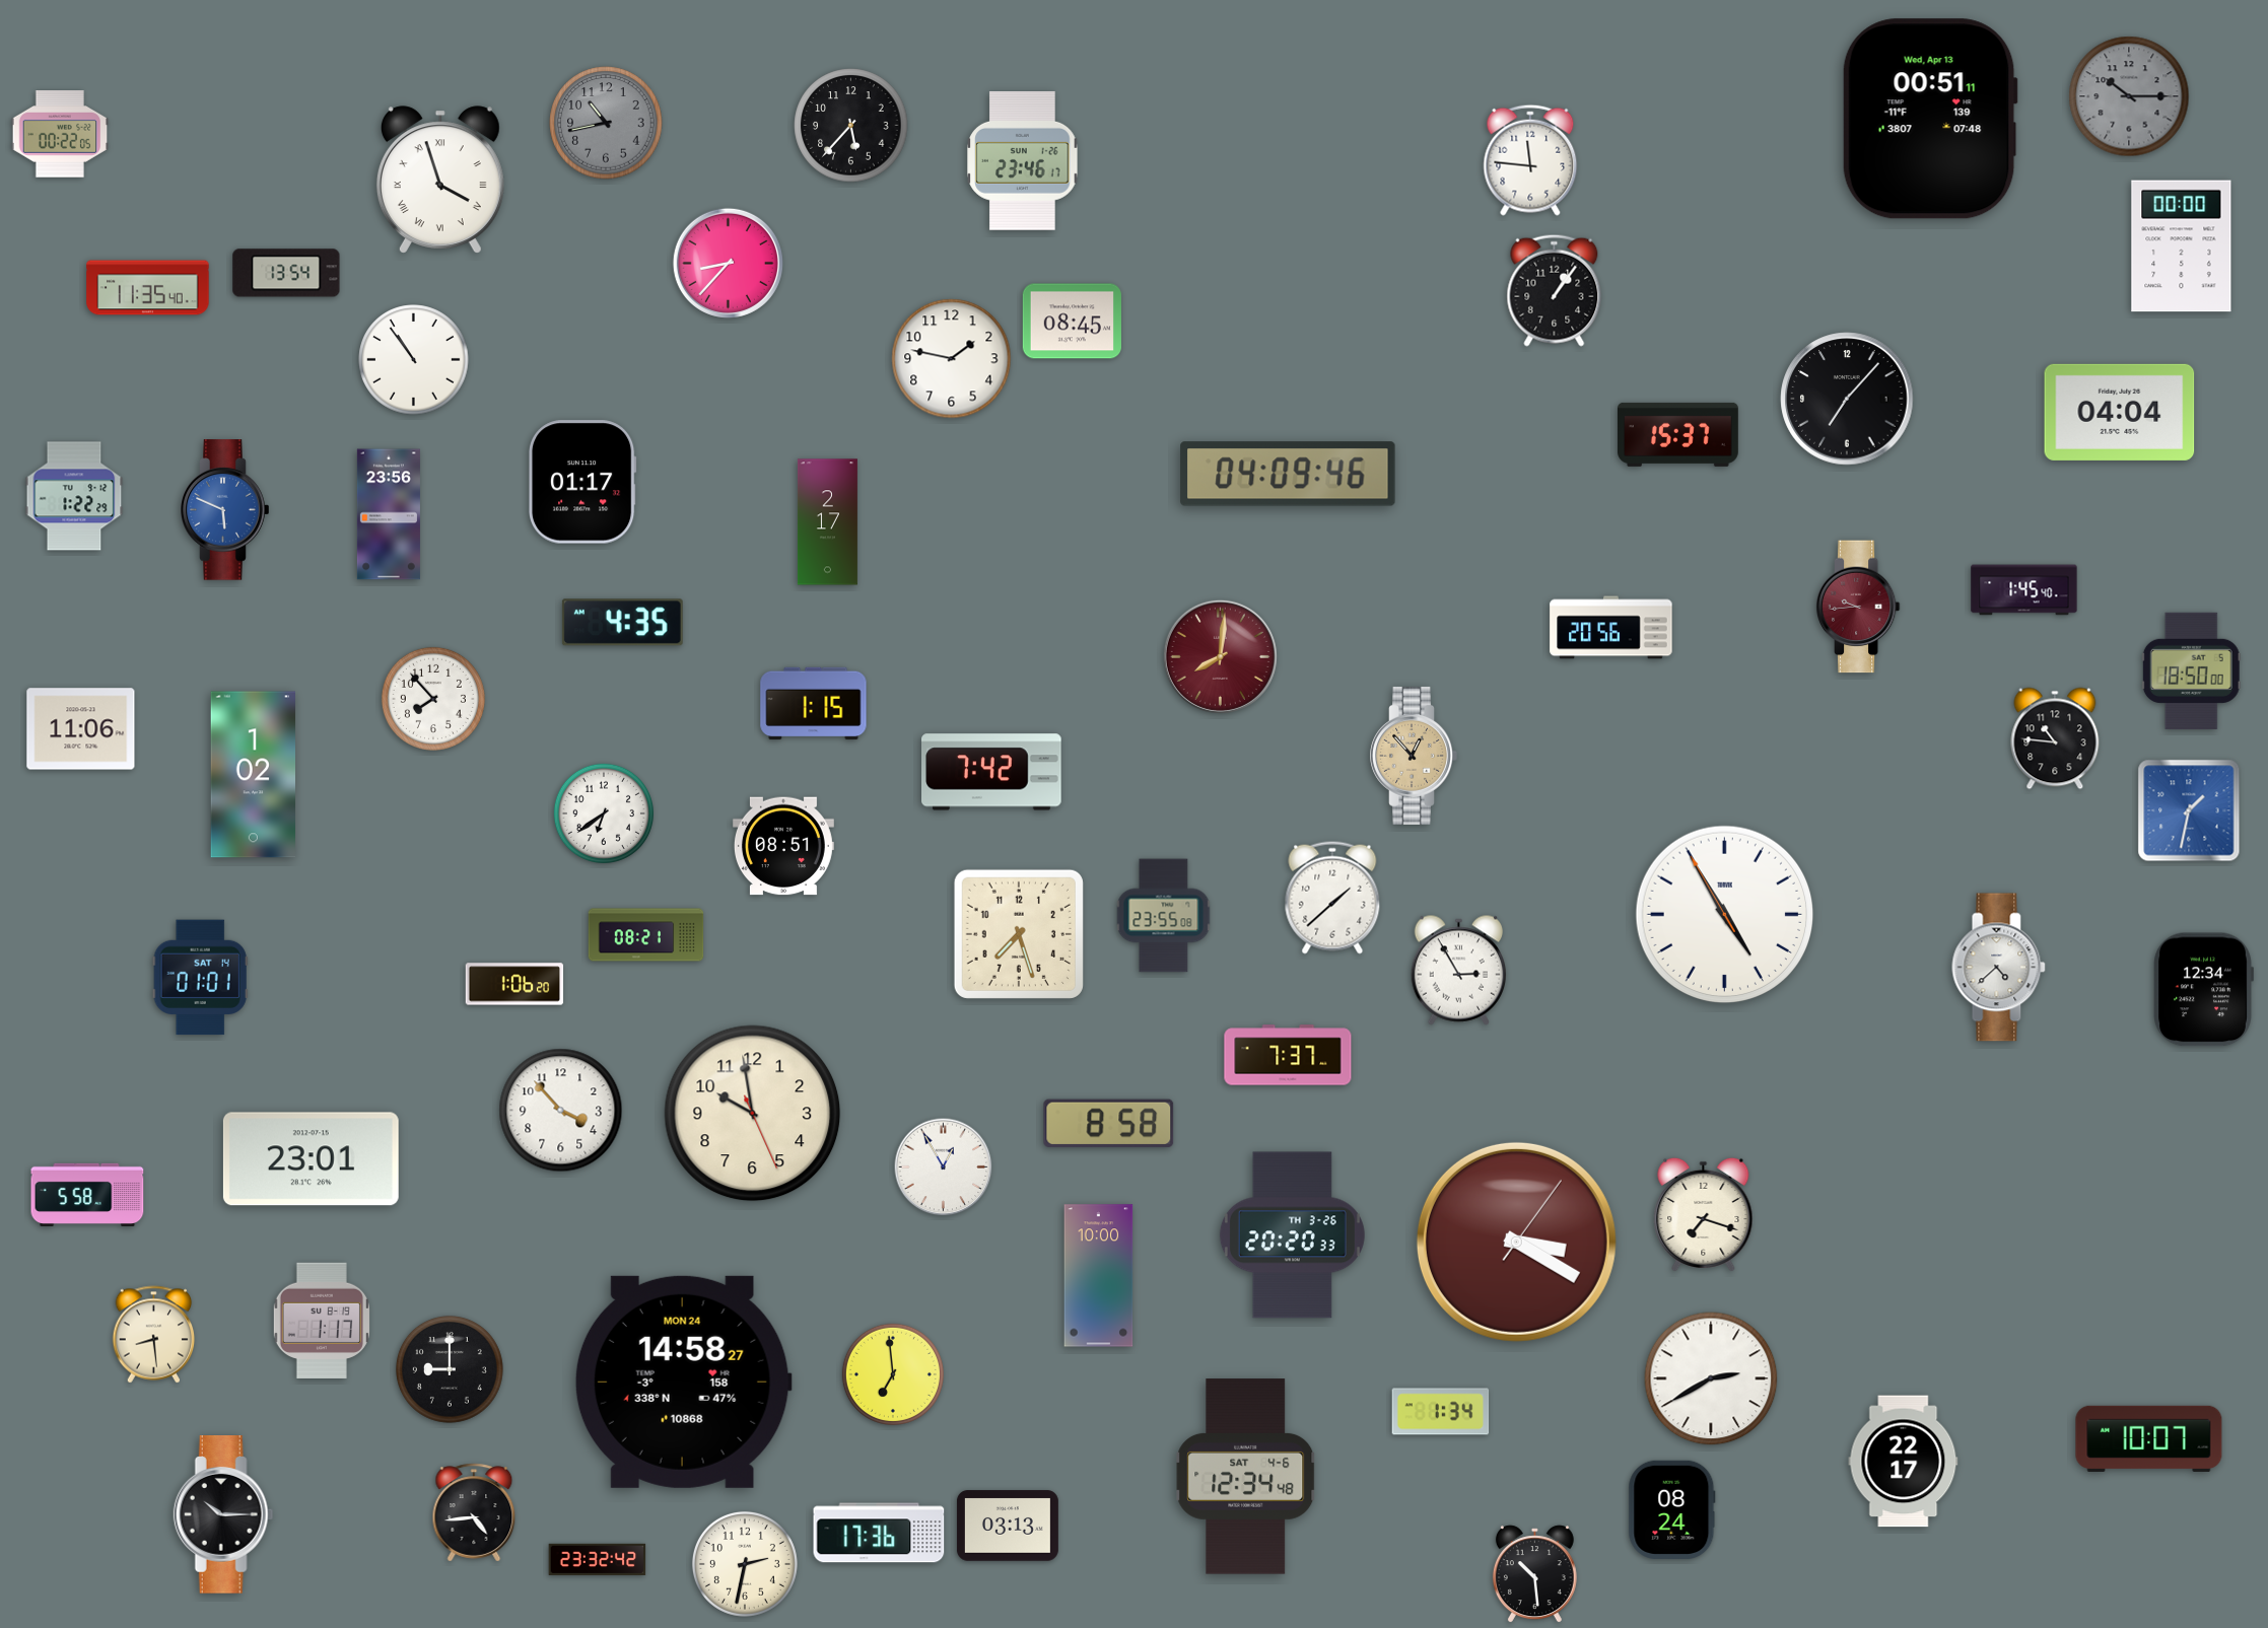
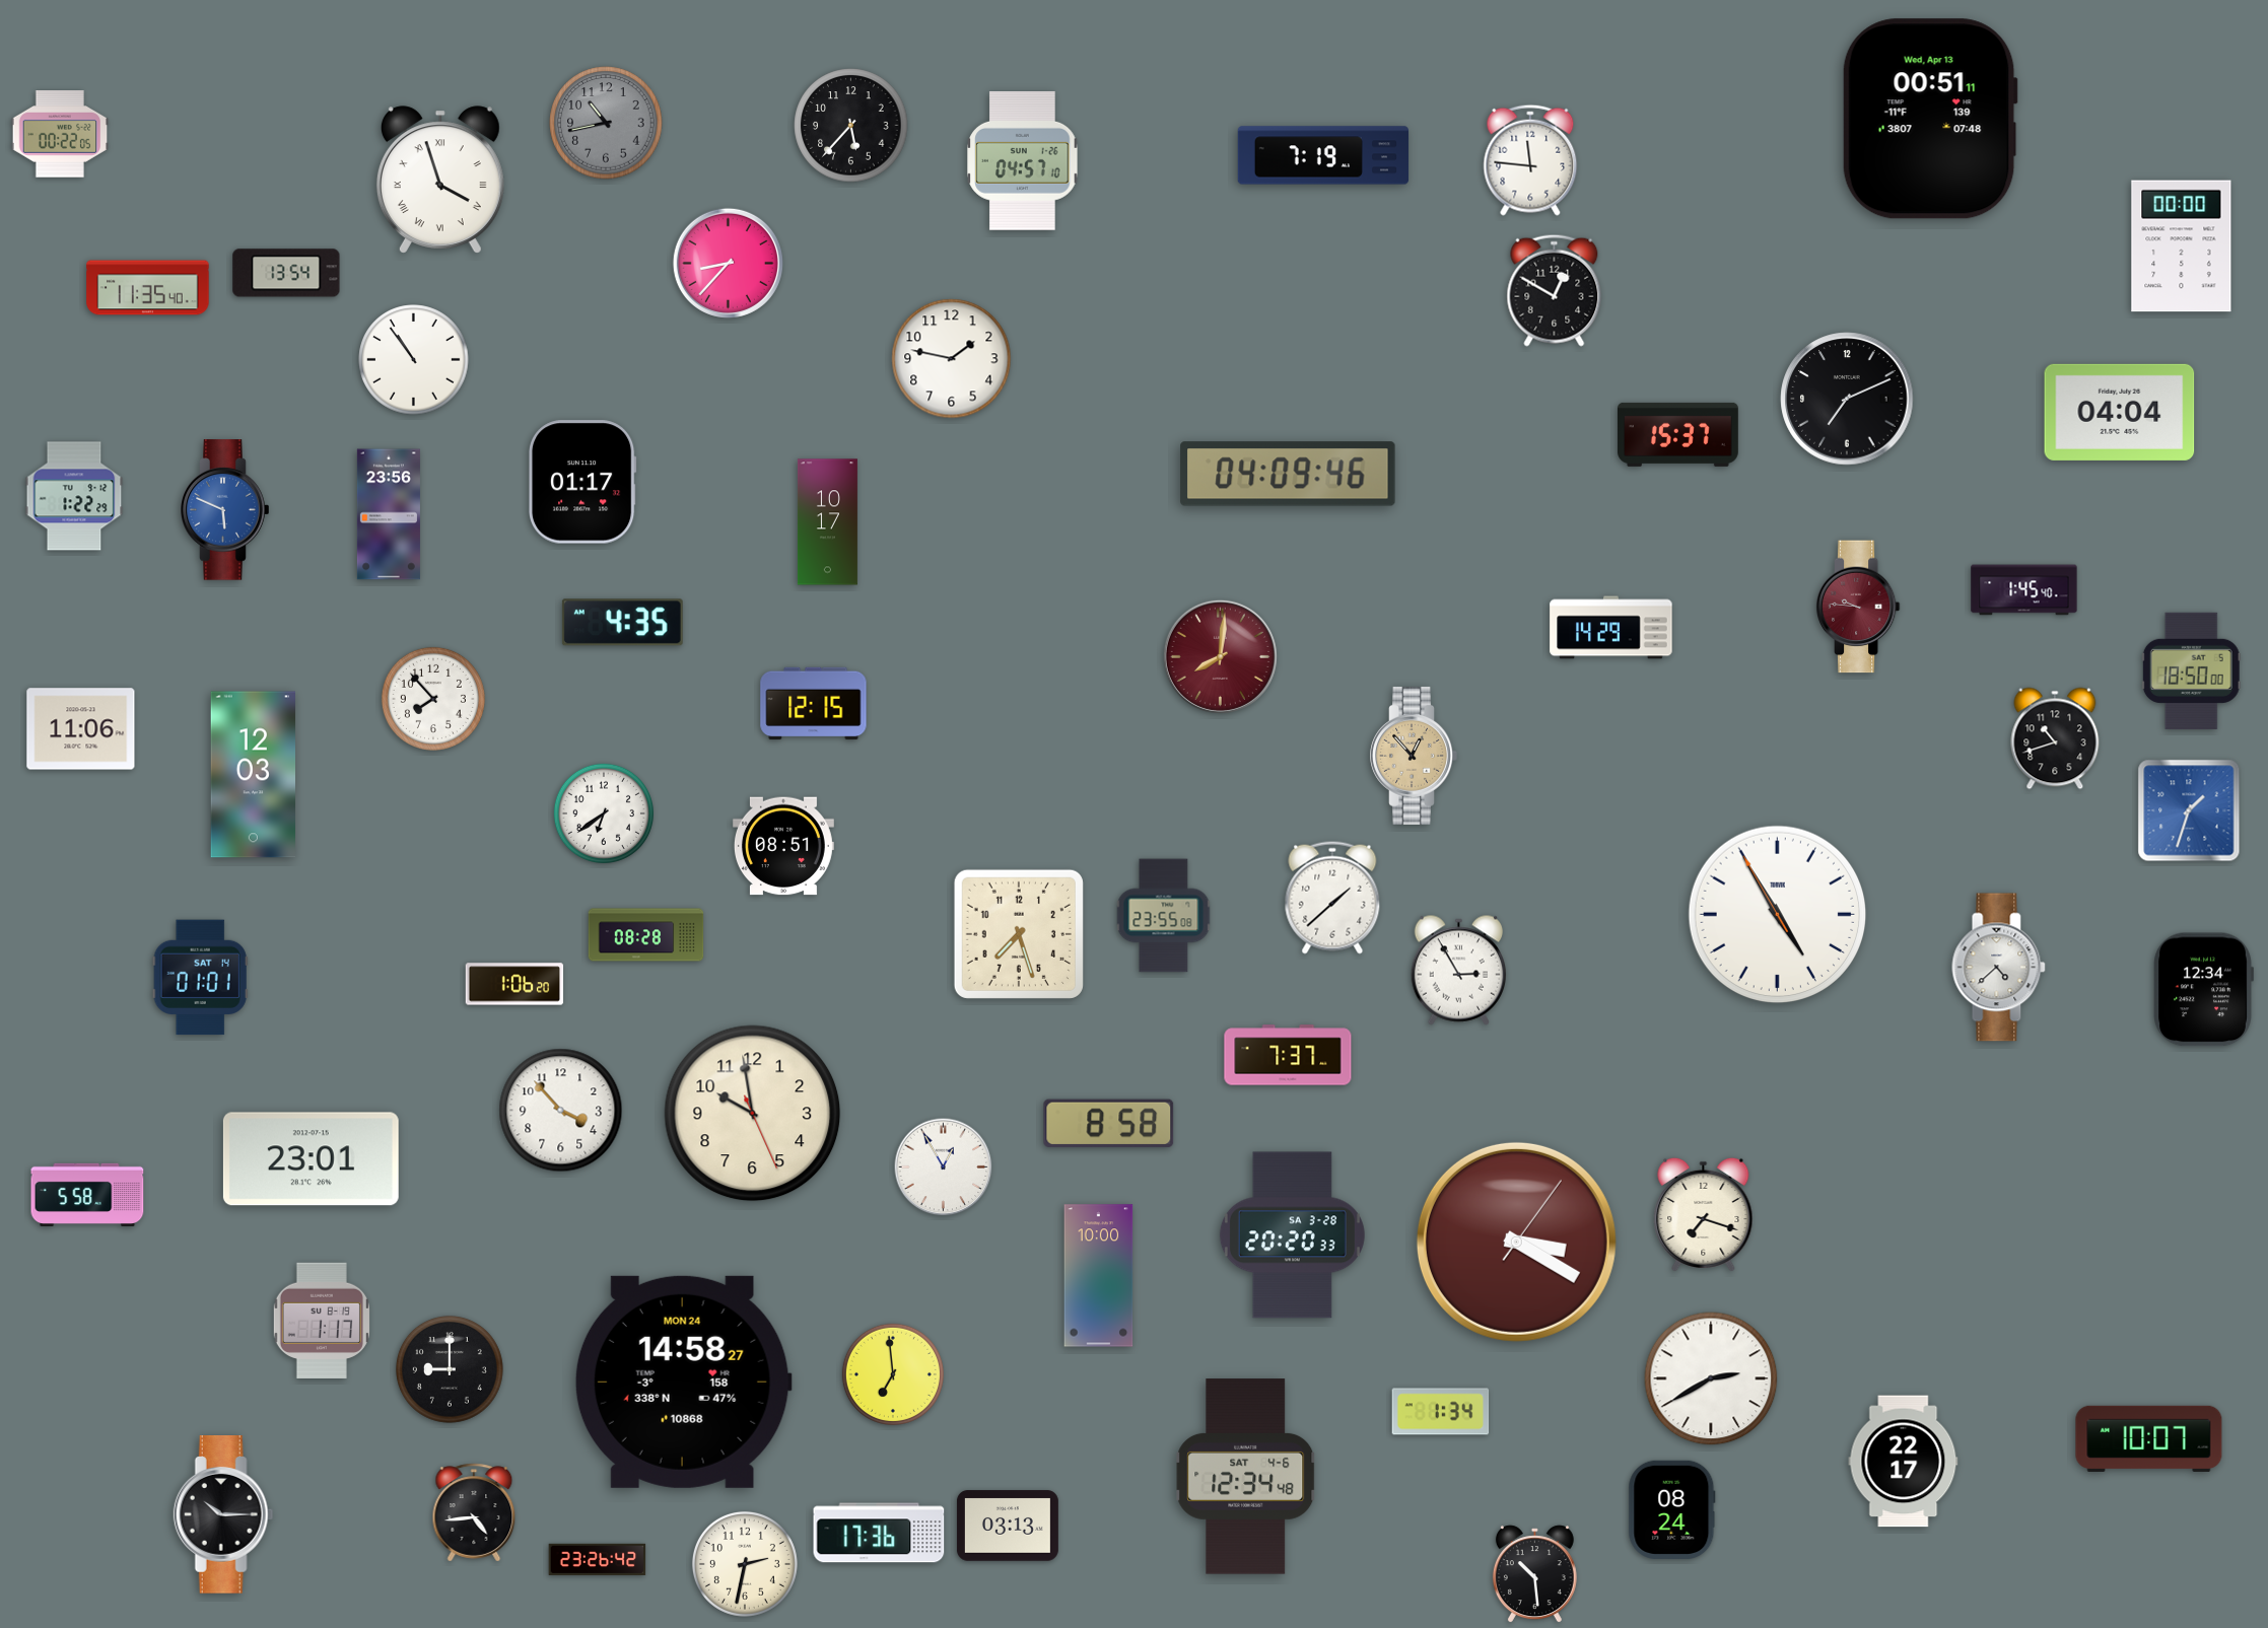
clock at (2129, 96): 10:15 -> none
clock at (1323, 155): none -> 7:19
clock at (1023, 160): 23:46 -> 04:57
clock at (1555, 290): 1:06 -> 12:50
clock at (1072, 322): 08:45 -> none
clock at (1847, 399): 7:07 -> 7:11
clock at (827, 522): 2:17 -> 10:17
clock at (1858, 607): 9:44 -> 9:46
clock at (1611, 628): 20:56 -> 14:29
clock at (814, 704): 1:15 -> 12:15
clock at (2055, 738): 10:46 -> 10:42
clock at (992, 772): 7:42 -> none
clock at (253, 775): 1:02 -> 12:03
clock at (2189, 810): 1:32 -> 1:33
clock at (1725, 915) position: (1725, 915) -> (1778, 915)
clock at (646, 935): 08:21 -> 08:28
clock at (1292, 1235) date: TH 3-26 -> SA 3-28
clock at (154, 1335): 8:29 -> none
clock at (598, 1559): 23:32 -> 23:26
